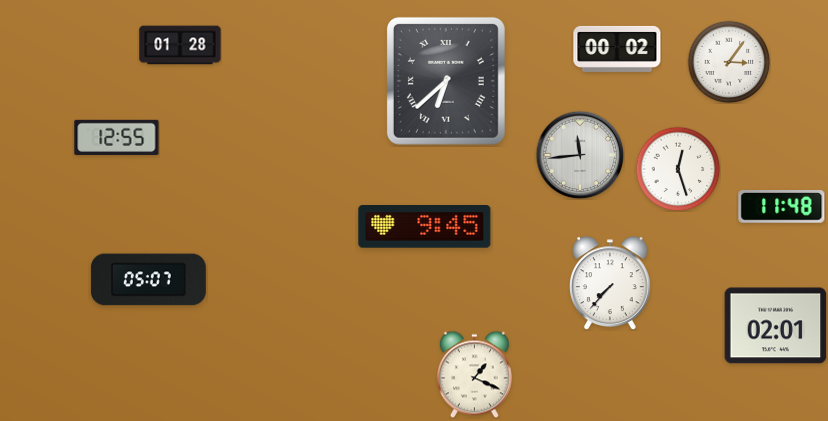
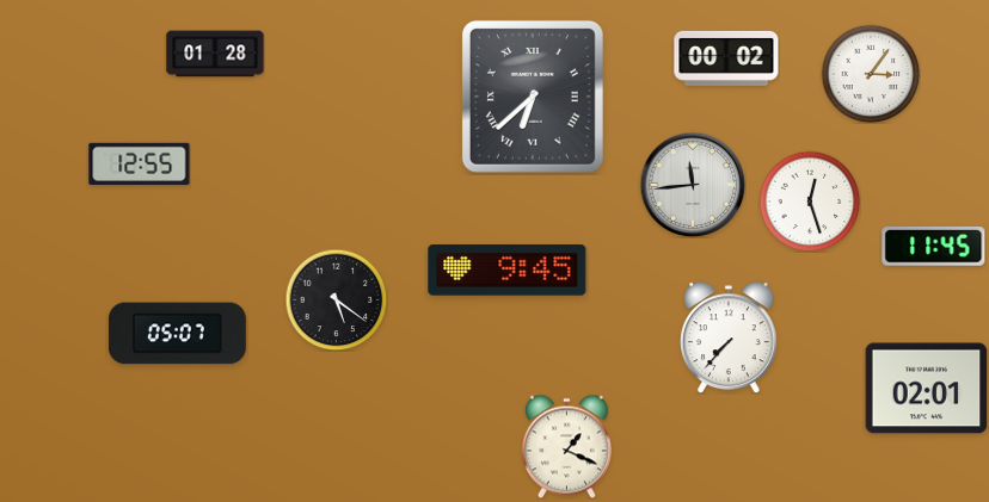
clock at (617, 49) position: (617, 49) -> (726, 58)
clock at (782, 207): 11:48 -> 11:45
clock at (336, 299): none -> 5:21
